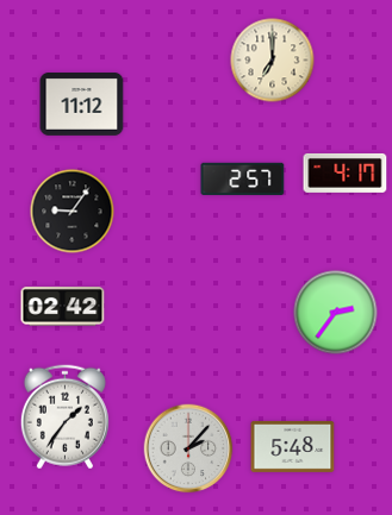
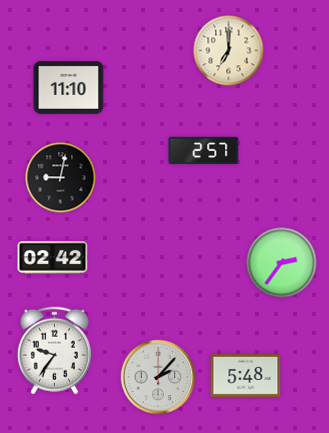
clock at (82, 105): 11:12 -> 11:10
clock at (346, 172): 4:17 -> none
clock at (73, 212): 9:06 -> 9:02
clock at (64, 417): 1:36 -> 9:36
